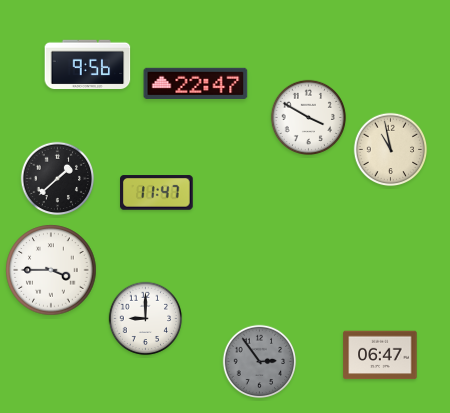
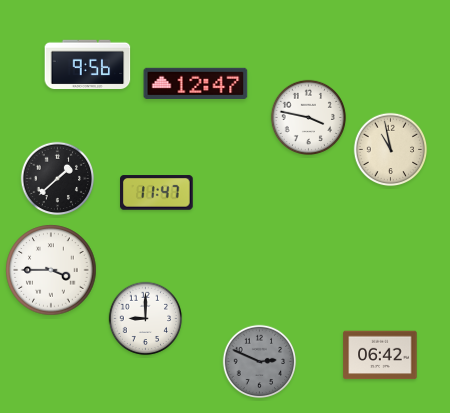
clock at (196, 83): 22:47 -> 12:47
clock at (308, 118): 3:50 -> 3:47
clock at (380, 355): 06:47 -> 06:42
clock at (260, 362): 2:54 -> 2:49
